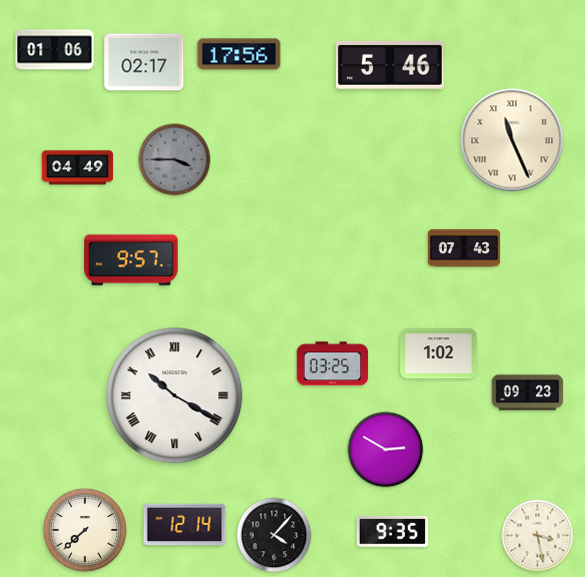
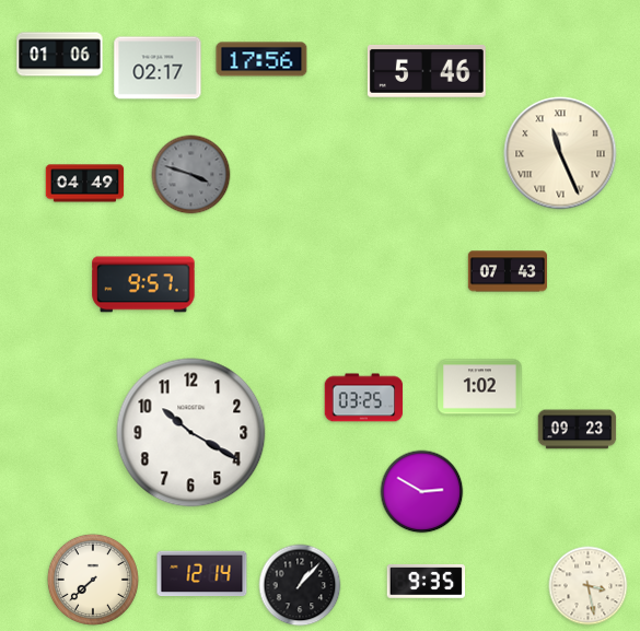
clock at (175, 160): 3:45 -> 3:48
clock at (175, 396) numerals: Roman -> Arabic
clock at (393, 531) position: (393, 531) -> (427, 581)
clock at (274, 535): 4:07 -> 1:07
